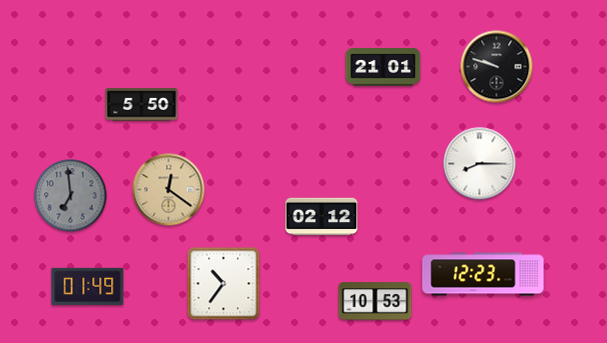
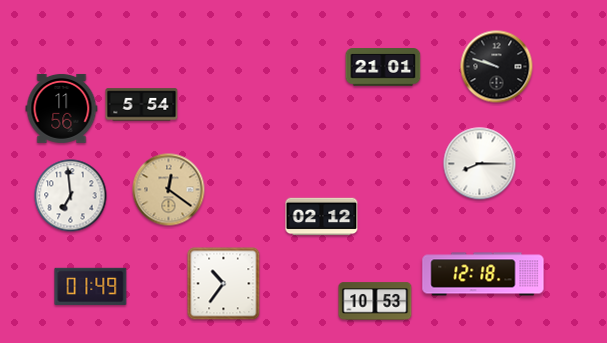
clock at (142, 105): 5:50 -> 5:54
clock at (62, 108): none -> 11:56
clock at (71, 196) dial: grey -> white
clock at (483, 274): 12:23 -> 12:18
clock at (88, 286) position: (88, 286) -> (91, 286)
